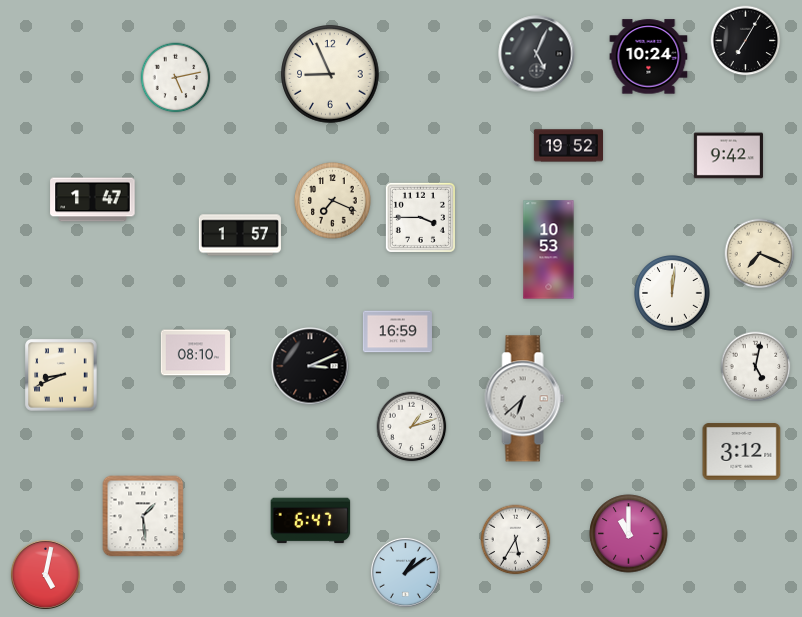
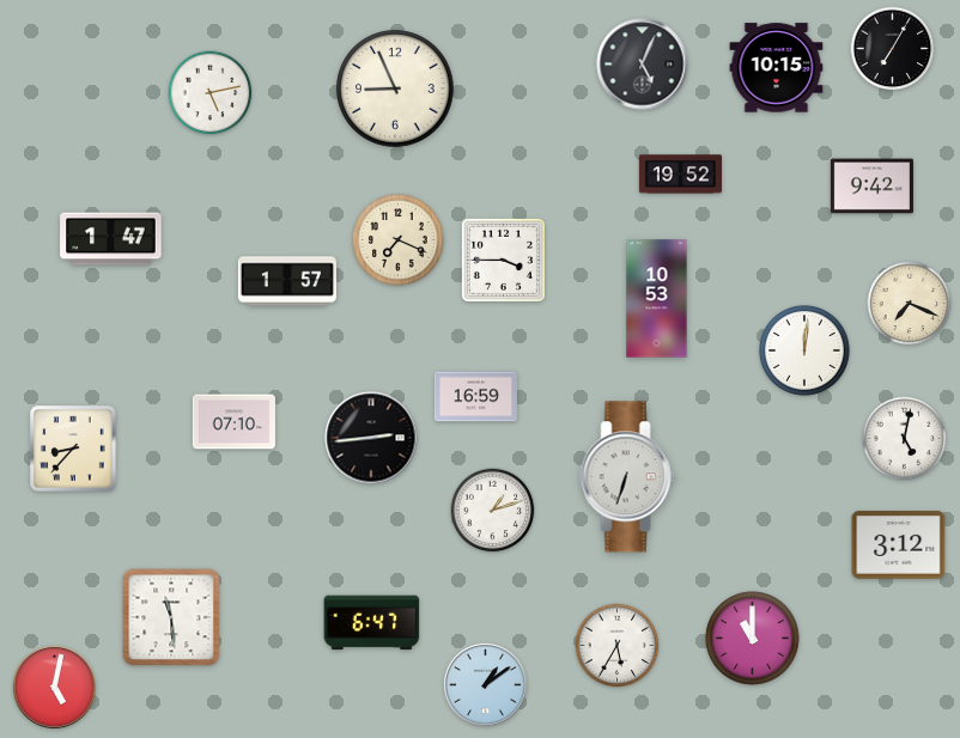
clock at (649, 57): 10:24 -> 10:15
clock at (195, 353): 08:10 -> 07:10
clock at (310, 366): 3:11 -> 2:44
clock at (61, 375): 8:41 -> 8:37
clock at (525, 399): 6:38 -> 6:33
clock at (742, 452) position: (742, 452) -> (899, 545)
clock at (143, 516): 1:29 -> 11:29
